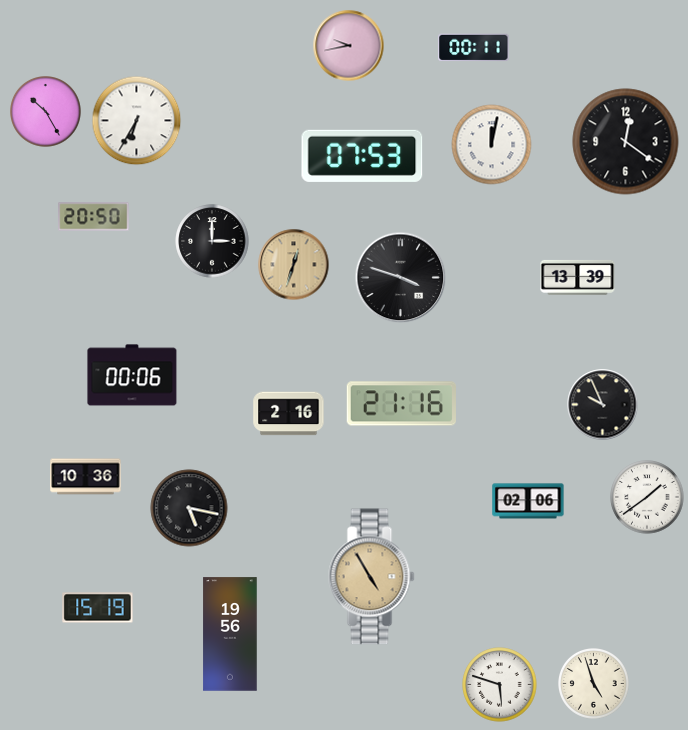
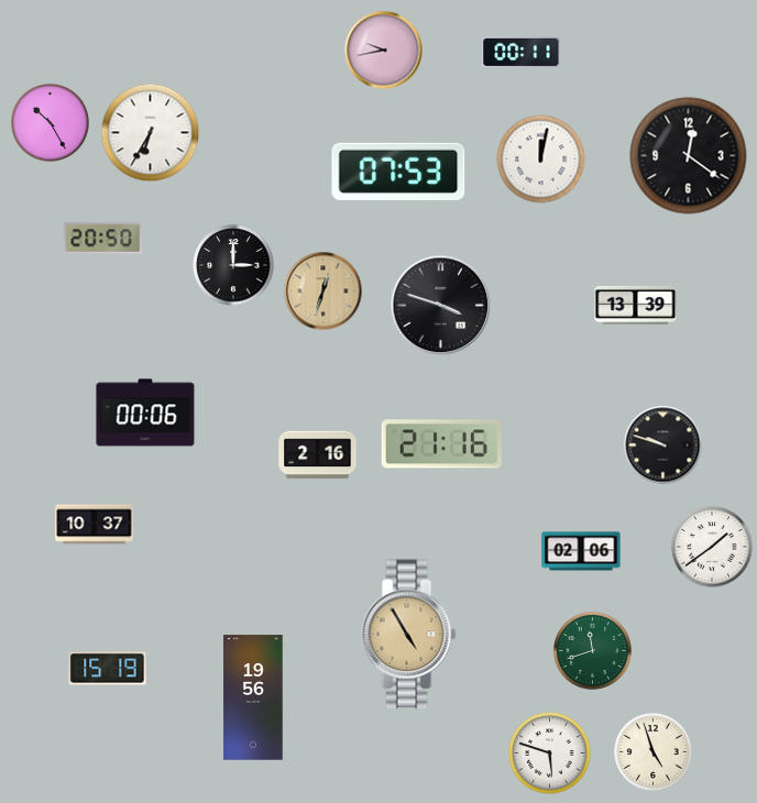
clock at (603, 405): 9:56 -> 9:48
clock at (86, 477): 10:36 -> 10:37
clock at (189, 508): 5:17 -> none
clock at (593, 651): none -> 11:42
